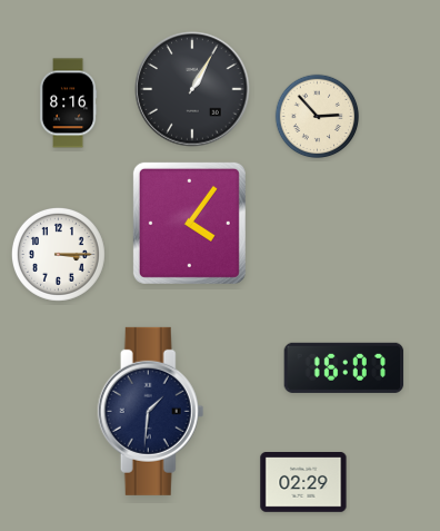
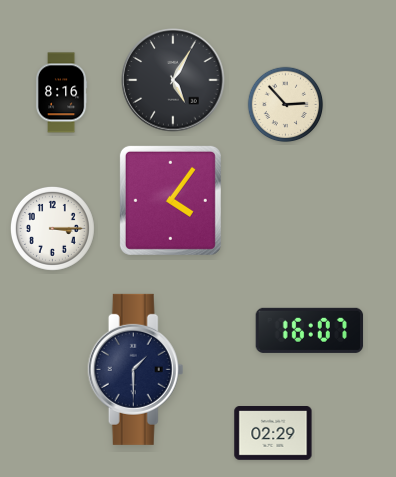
clock at (192, 89): 1:05 -> 5:05
clock at (151, 411): 1:31 -> 1:30
